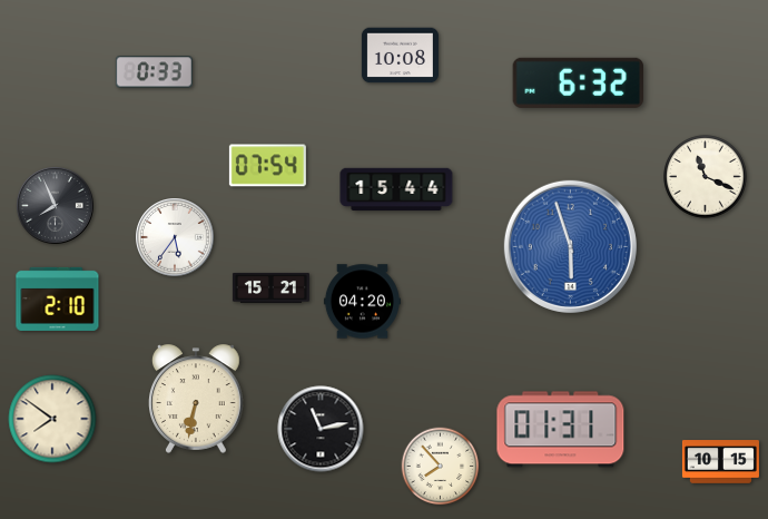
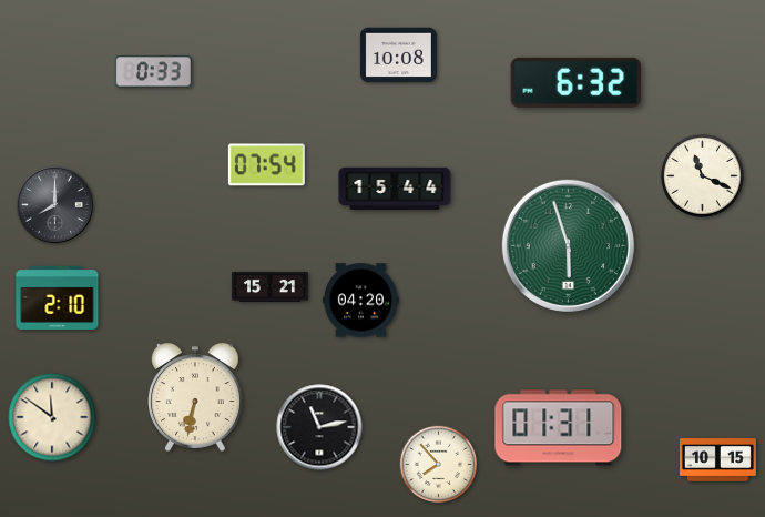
clock at (56, 206): 7:56 -> 8:00
clock at (175, 237): 5:36 -> none
clock at (570, 246) dial: blue -> green
clock at (52, 419): 7:51 -> 11:51
